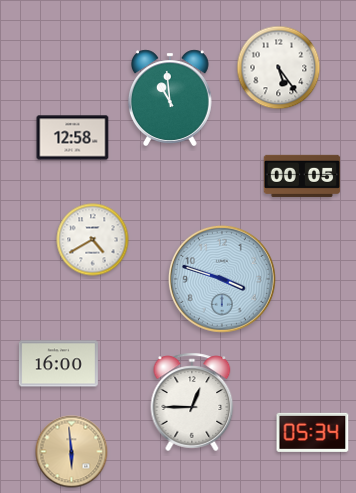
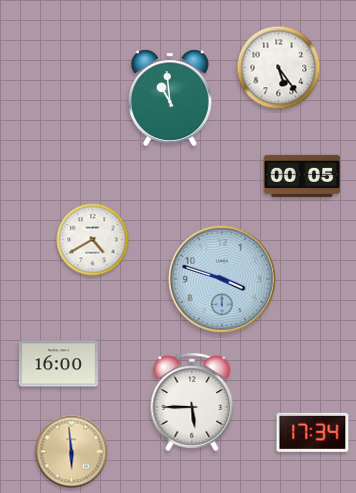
clock at (73, 138): 12:58 -> none
clock at (192, 402): 12:45 -> 5:45
clock at (313, 432): 05:34 -> 17:34
